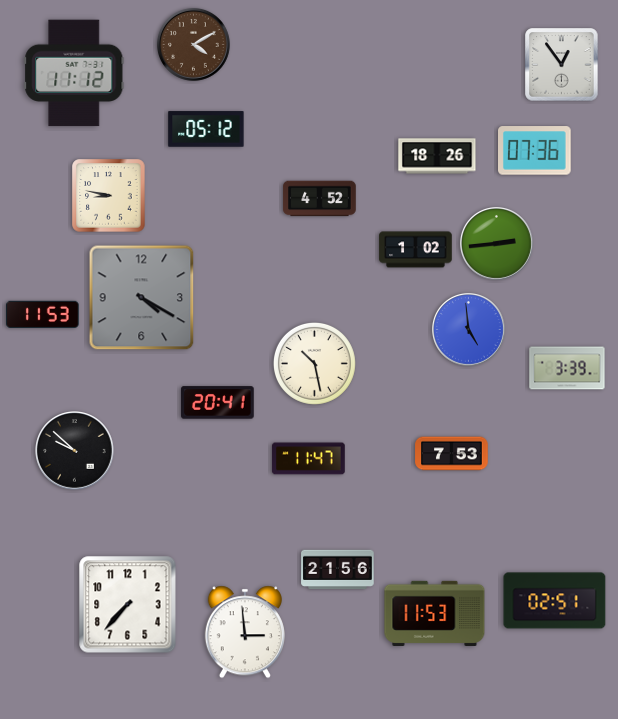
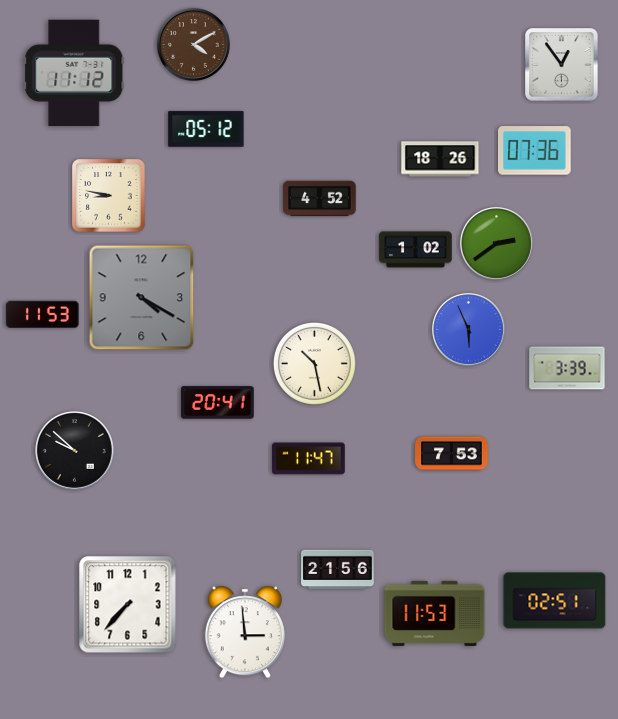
clock at (437, 156) position: (437, 156) -> (440, 159)
clock at (496, 243): 2:44 -> 2:39
clock at (468, 329): 4:59 -> 5:56
